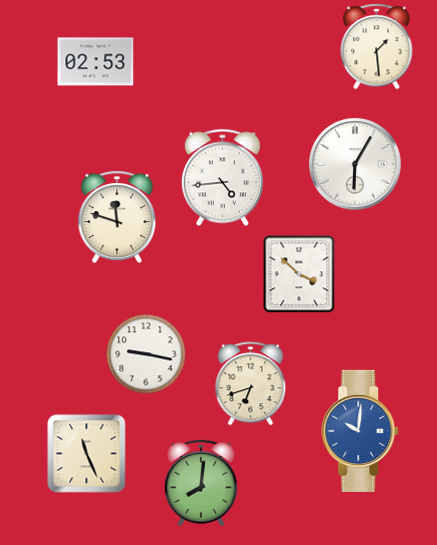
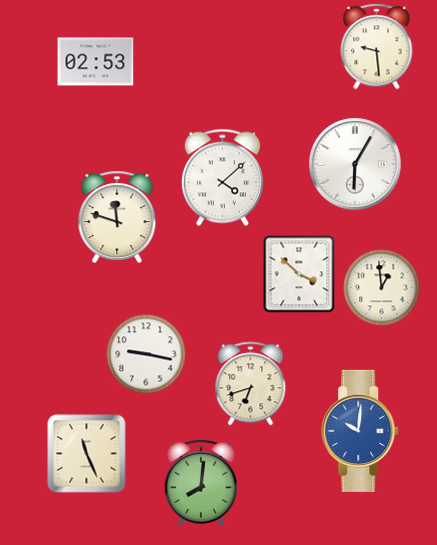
clock at (377, 47): 1:29 -> 9:29
clock at (222, 178): 4:44 -> 4:08
clock at (382, 288): none -> 12:59
